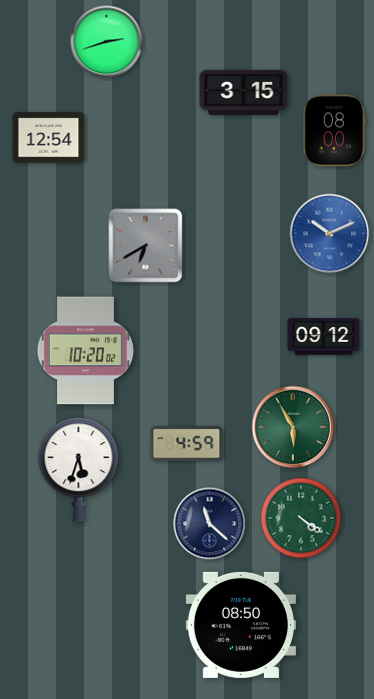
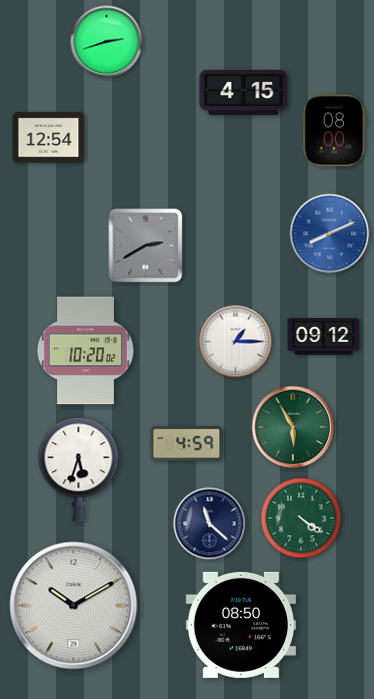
clock at (244, 92): 3:15 -> 4:15
clock at (330, 234): 10:11 -> 8:11
clock at (146, 246): 6:40 -> 2:40
clock at (236, 342): none -> 1:15
clock at (74, 606): none -> 10:10
